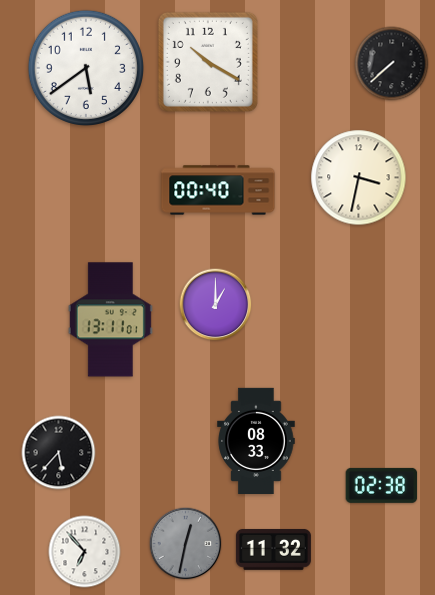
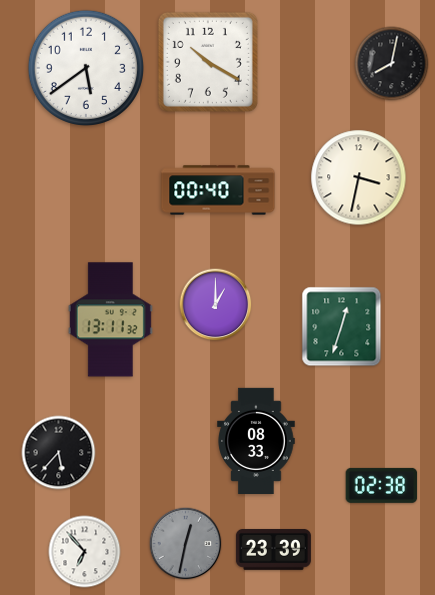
clock at (392, 64): 7:38 -> 8:02
clock at (110, 320): 13:11:01 -> 13:11:32
clock at (342, 327): none -> 12:33
clock at (273, 549): 11:32 -> 23:39
